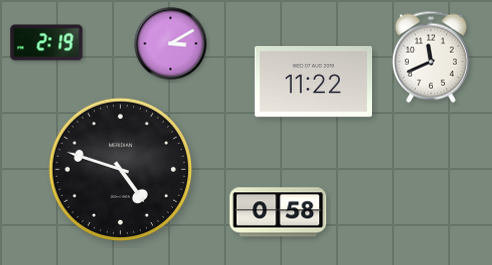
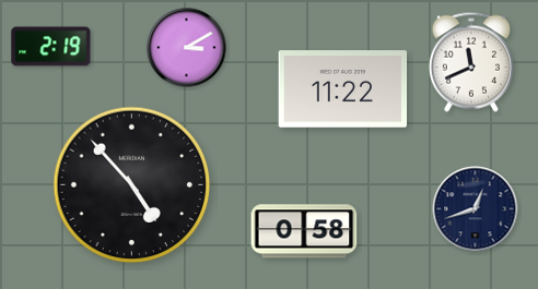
clock at (121, 170): 4:48 -> 4:53
clock at (476, 209): none -> 12:42
